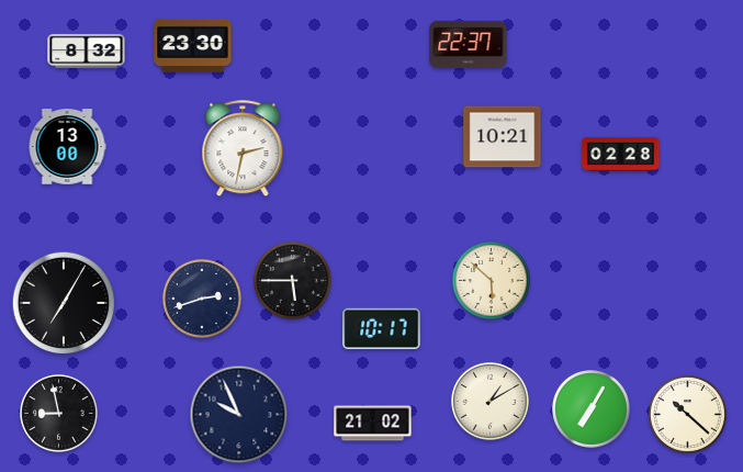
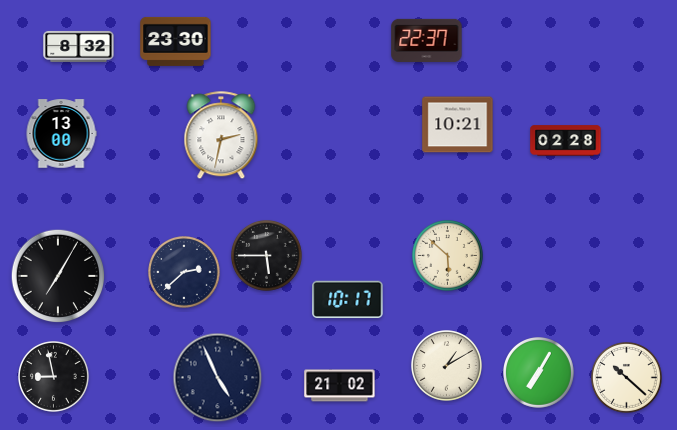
clock at (202, 299): 2:42 -> 2:38
clock at (239, 415): 9:56 -> 4:56
